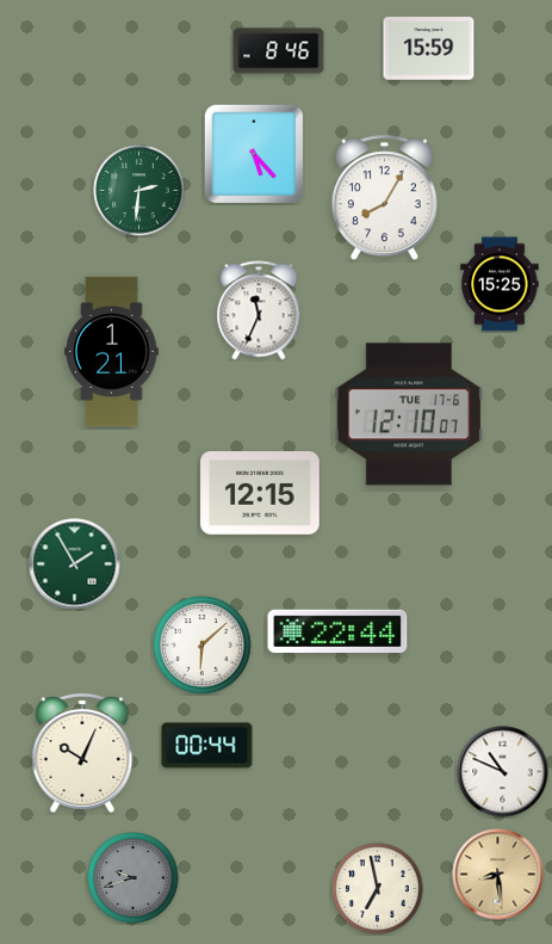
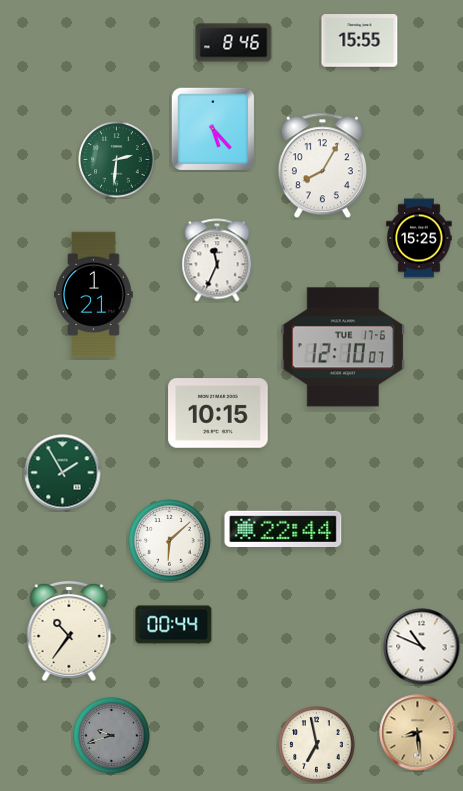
clock at (429, 49): 15:59 -> 15:55
clock at (260, 493): 12:15 -> 10:15
clock at (82, 753): 10:04 -> 10:36
